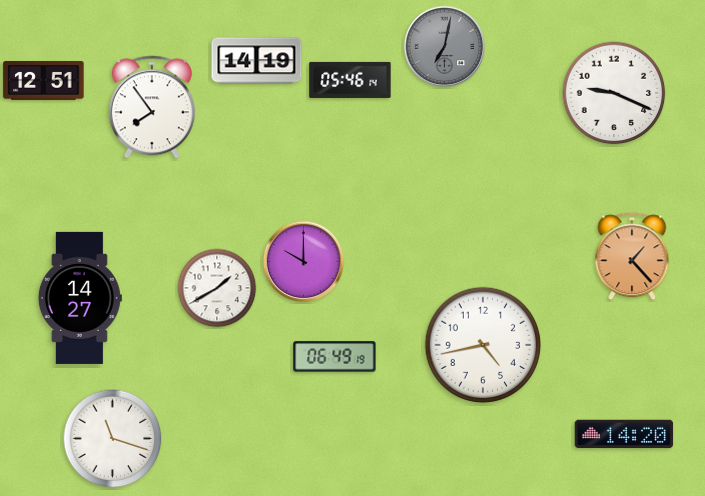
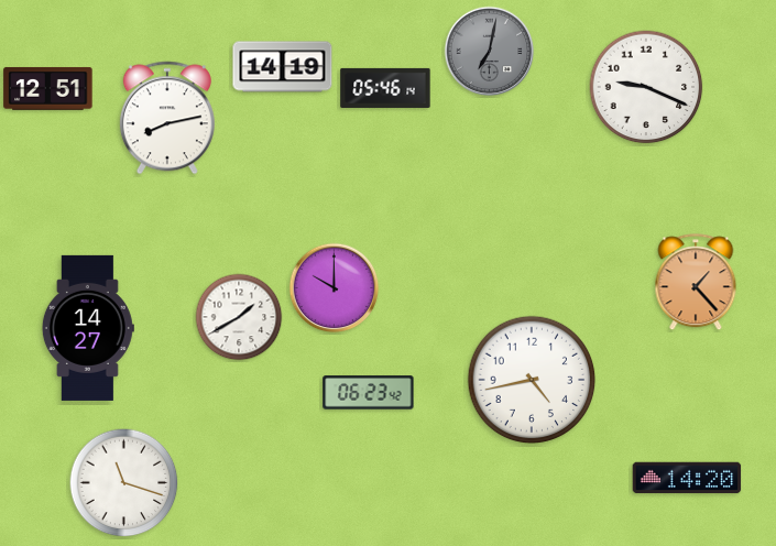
clock at (614, 93) position: (614, 93) -> (646, 87)
clock at (152, 107): 7:54 -> 8:13
clock at (335, 357): 06:49 -> 06:23
